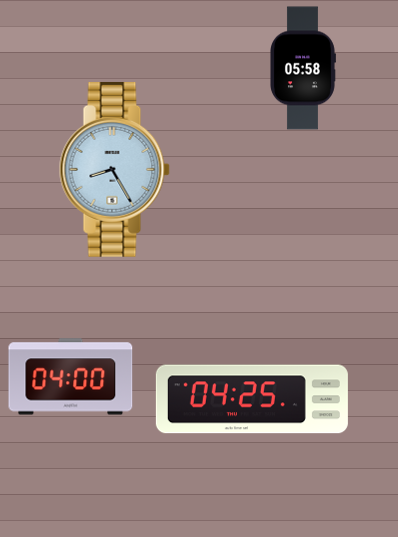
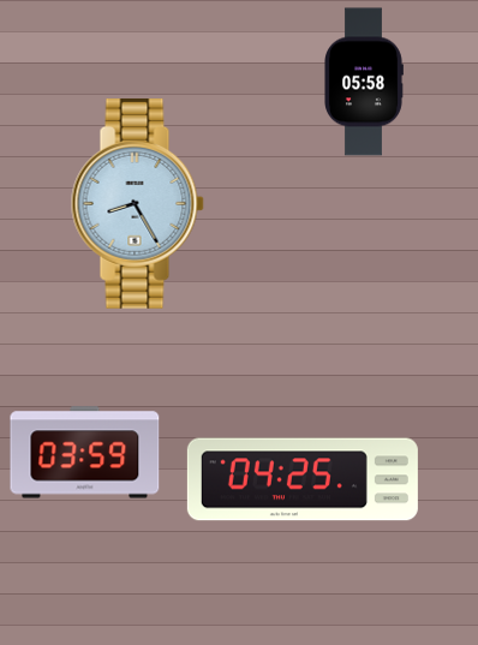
clock at (71, 377): 04:00 -> 03:59
